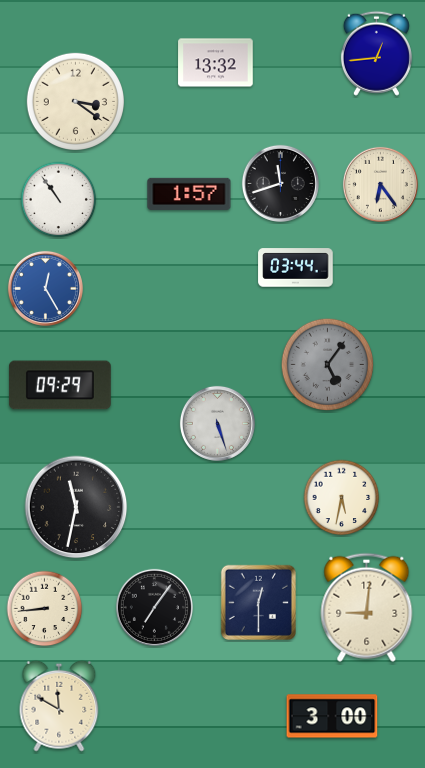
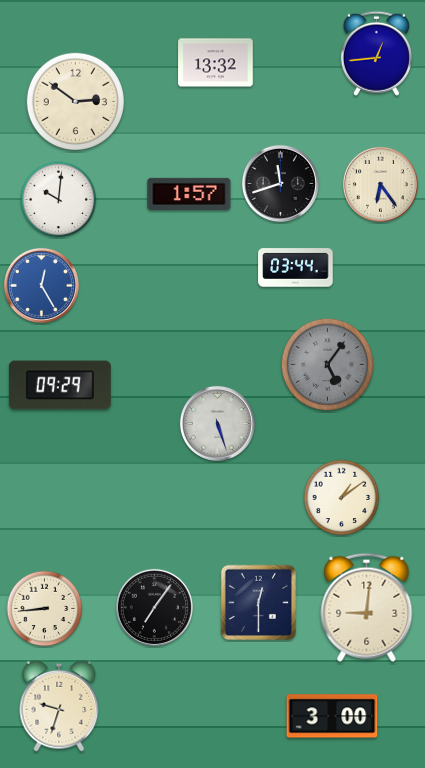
clock at (75, 101): 3:21 -> 2:51
clock at (59, 200): 10:54 -> 10:01
clock at (45, 288) position: (45, 288) -> (41, 285)
clock at (342, 498): 5:32 -> 1:09
clock at (76, 507): 11:32 -> none
clock at (59, 706): 11:50 -> 9:33
